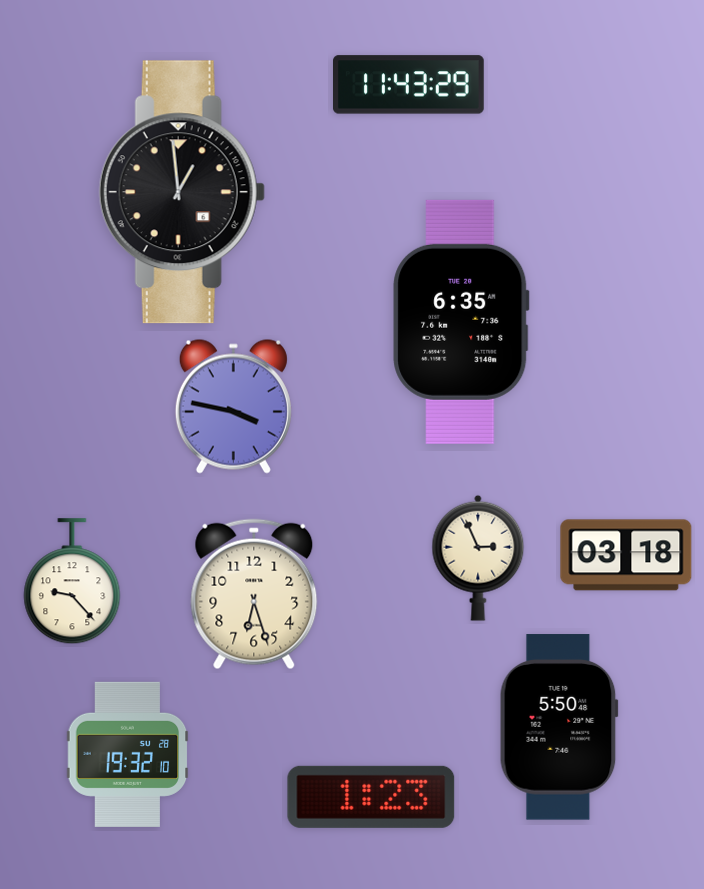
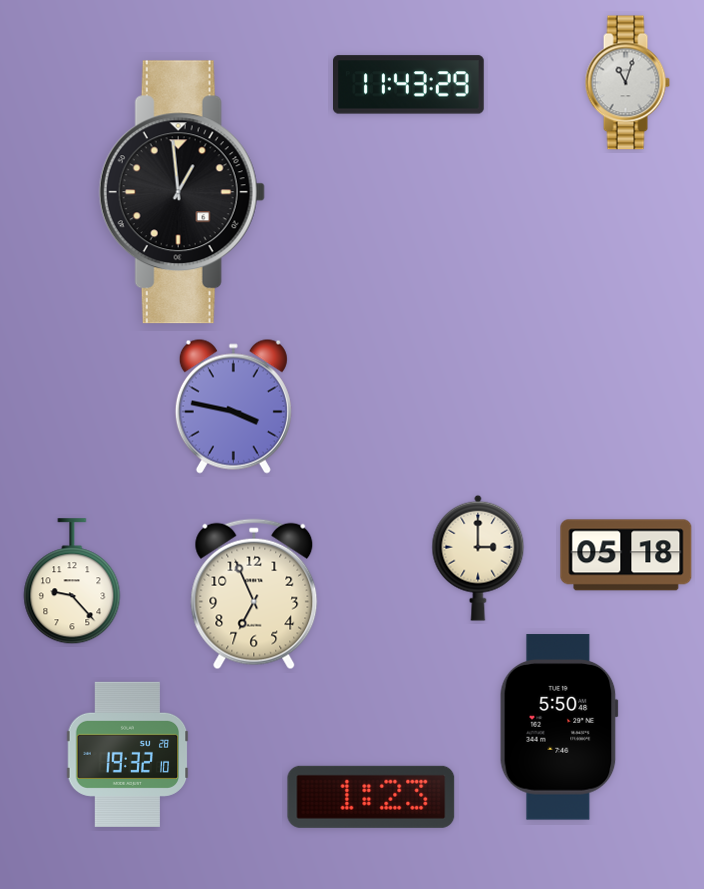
clock at (627, 83): none -> 11:03
clock at (461, 322): 6:35 -> none
clock at (626, 555): 03:18 -> 05:18
clock at (478, 558): 2:56 -> 3:00
clock at (254, 594): 6:27 -> 6:56
